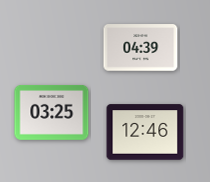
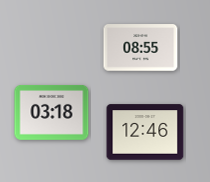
clock at (141, 48): 04:39 -> 08:55
clock at (52, 113): 03:25 -> 03:18
